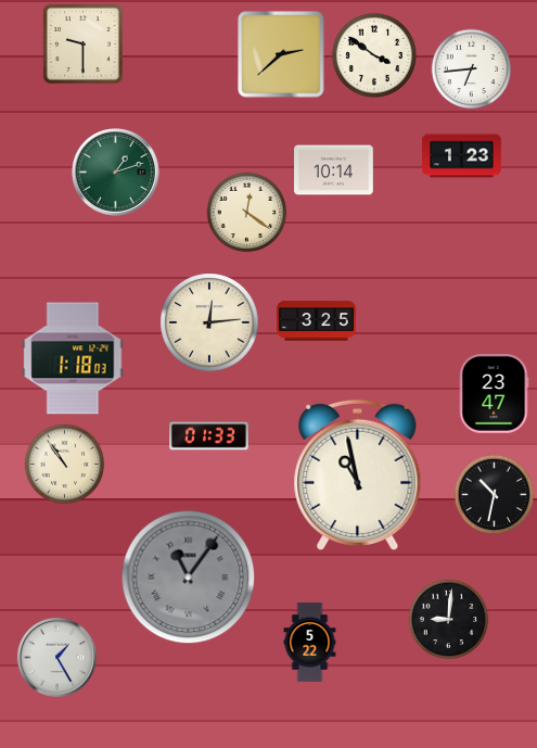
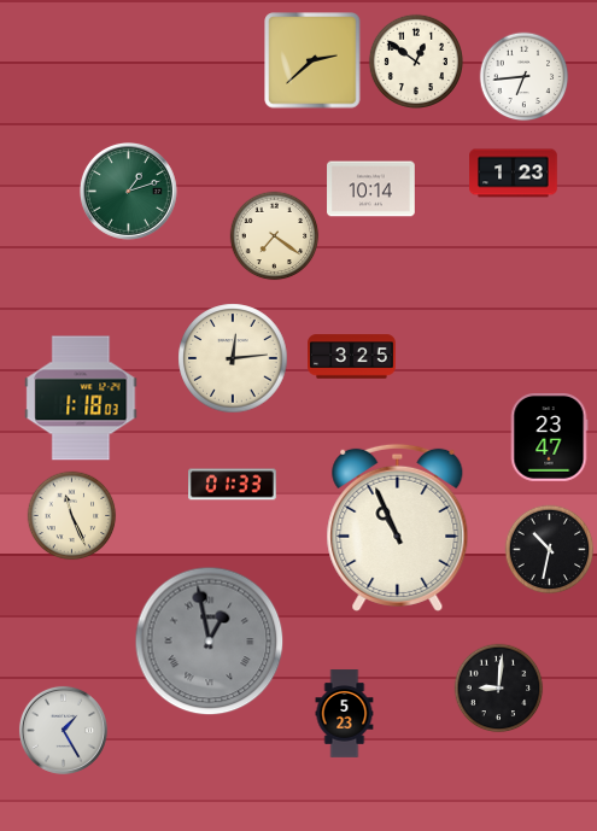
clock at (82, 43): 9:30 -> none
clock at (373, 54): 3:51 -> 12:51
clock at (247, 213): 12:21 -> 7:21
clock at (65, 465): 10:54 -> 11:26
clock at (358, 474): 10:58 -> 10:56
clock at (189, 578): 11:06 -> 12:58
clock at (310, 643): 5:22 -> 5:23
